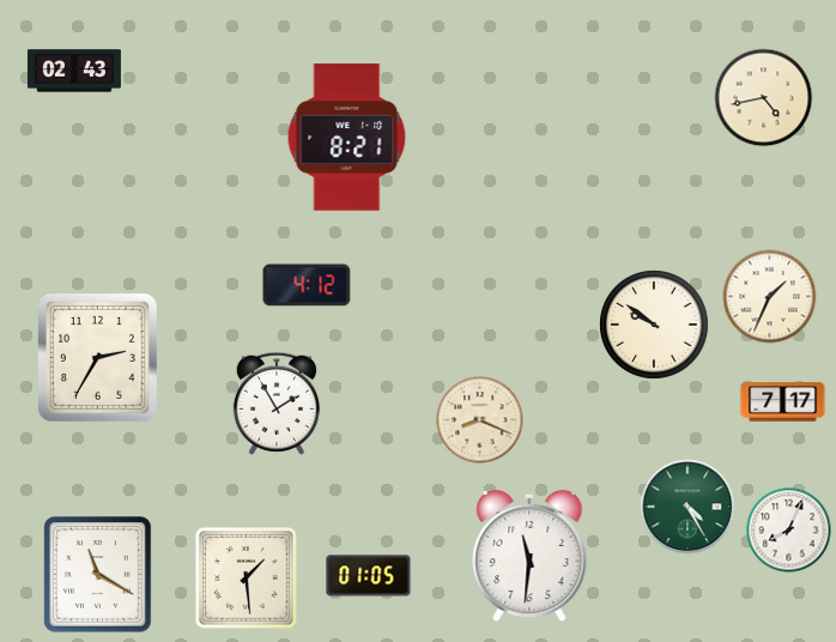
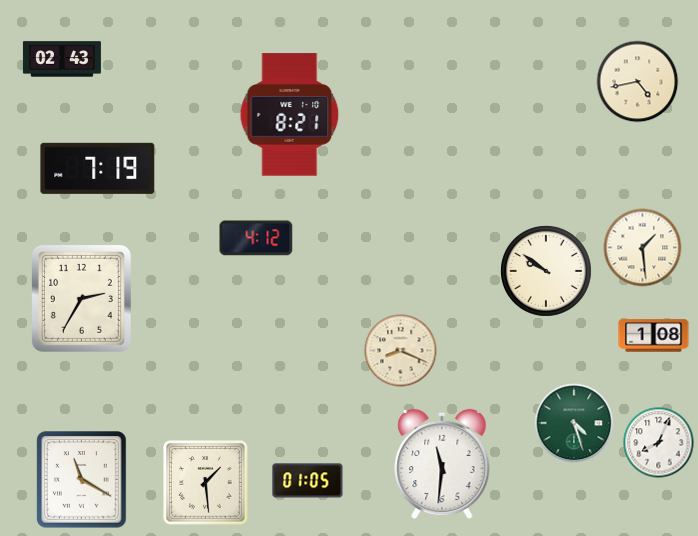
clock at (98, 168): none -> 7:19
clock at (770, 297): 1:34 -> 1:29
clock at (783, 402): 7:17 -> 1:08
clock at (277, 404): 1:55 -> none
clock at (687, 507): 4:25 -> 4:27
